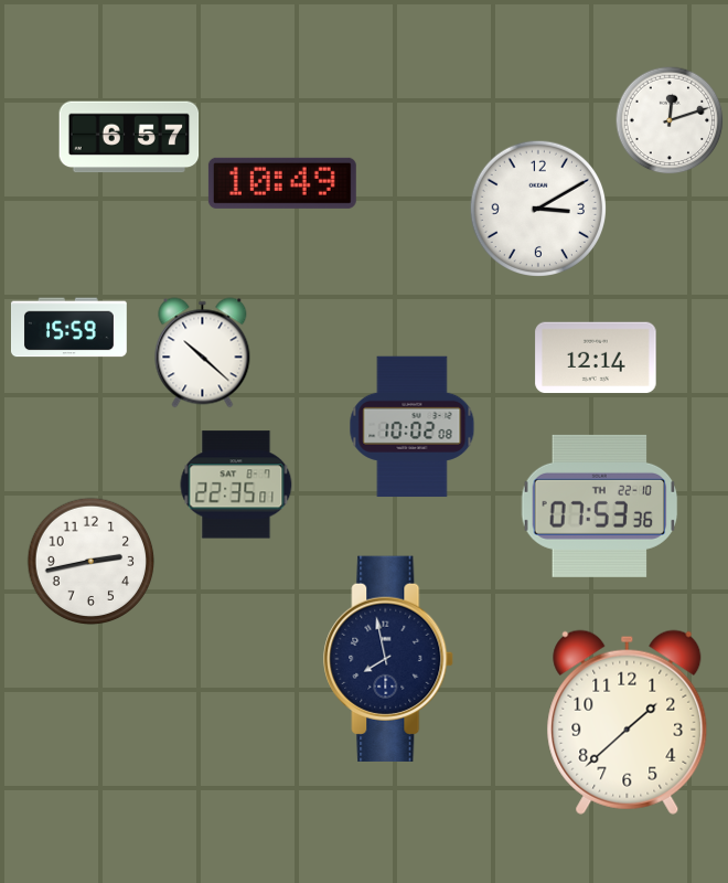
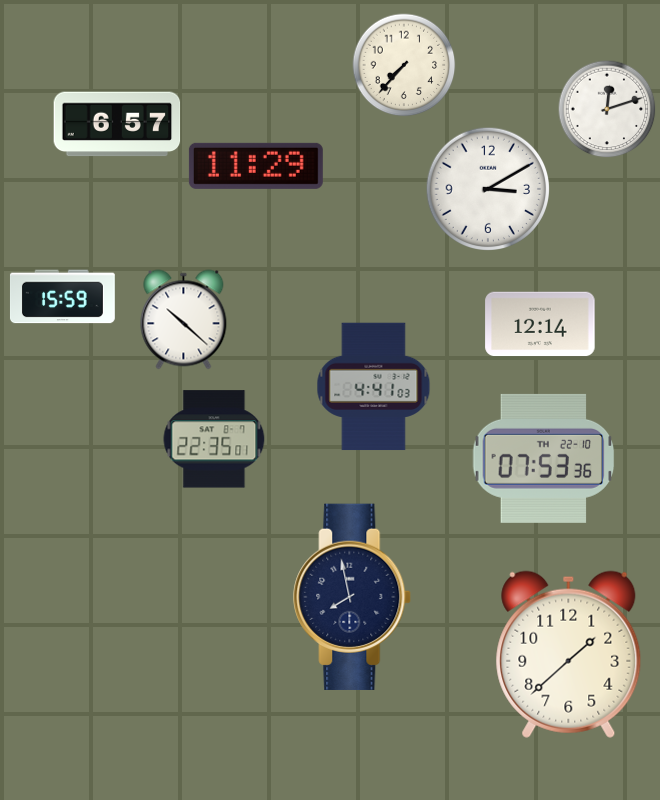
clock at (404, 65): none -> 7:37
clock at (282, 183): 10:49 -> 11:29
clock at (413, 427): 10:02 -> 4:41
clock at (92, 562): 2:43 -> none
